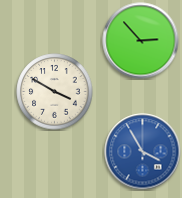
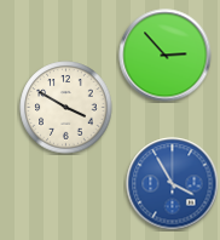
clock at (141, 41) position: (141, 41) -> (166, 56)
clock at (55, 92) position: (55, 92) -> (66, 108)
